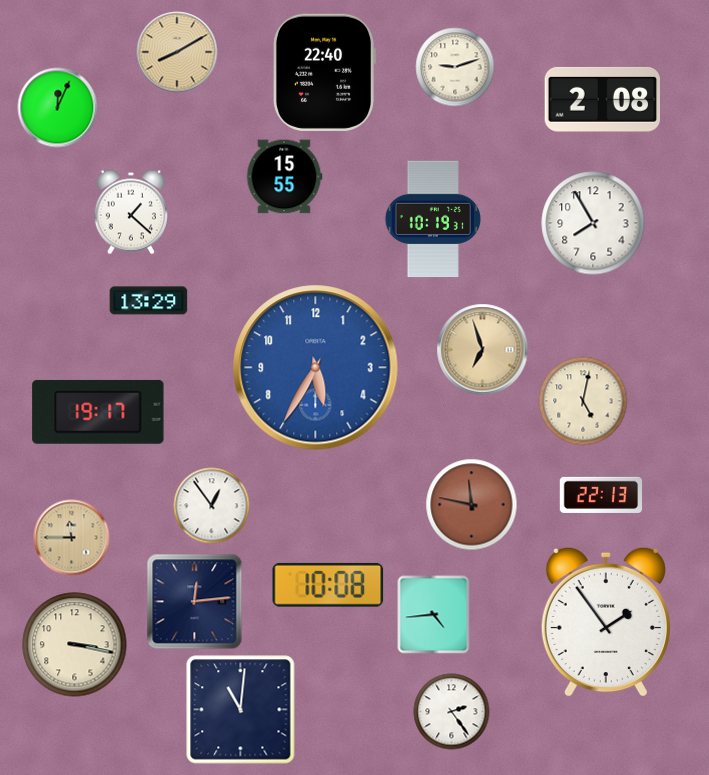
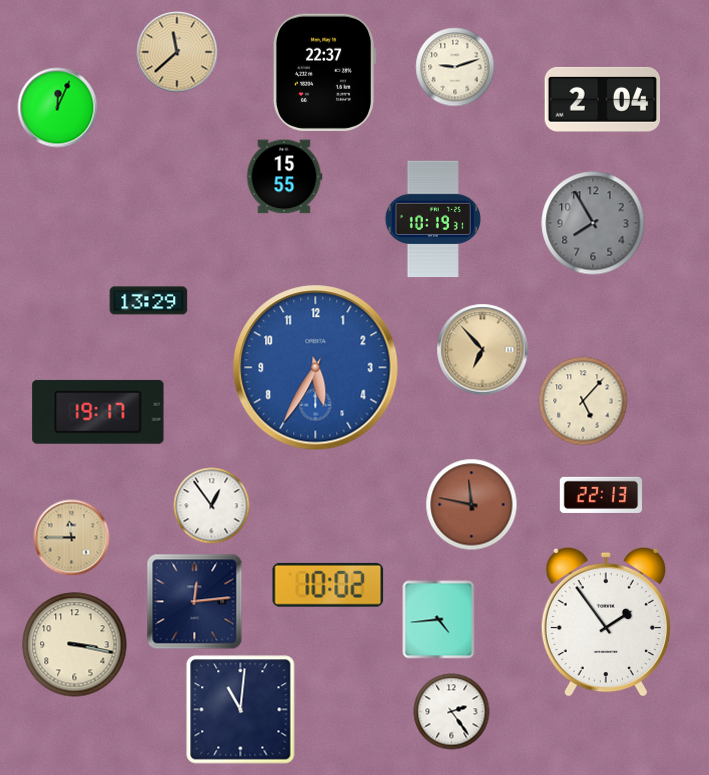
clock at (177, 52): 8:10 -> 11:38
clock at (324, 72): 22:40 -> 22:37
clock at (602, 99): 2:08 -> 2:04
clock at (131, 212): 1:22 -> none
clock at (593, 223) dial: white -> grey
clock at (483, 350): 6:57 -> 6:53
clock at (583, 401): 5:02 -> 5:07
clock at (328, 585): 10:08 -> 10:02
clock at (434, 615) position: (434, 615) -> (439, 620)
